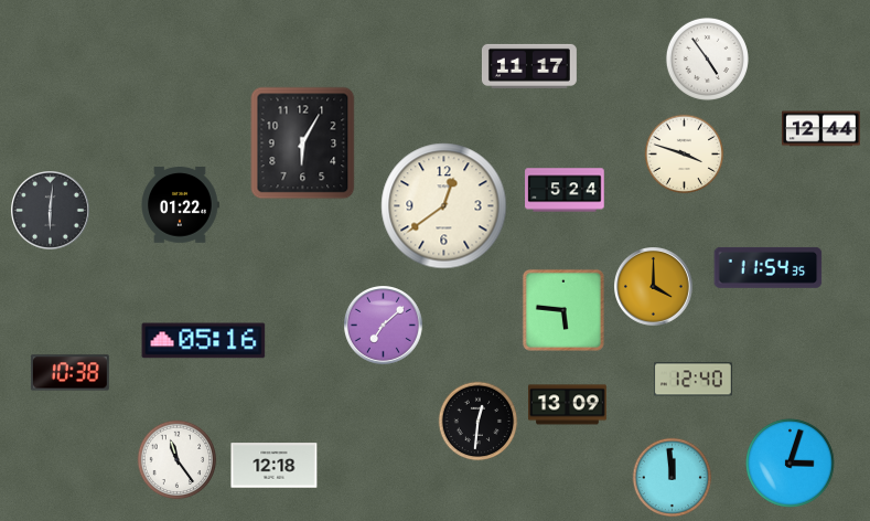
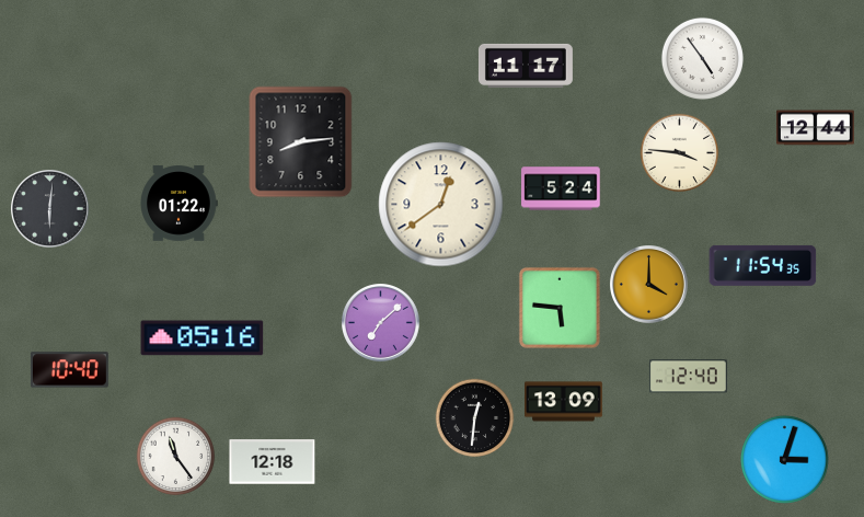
clock at (303, 143): 6:05 -> 8:14
clock at (685, 155): 3:48 -> 3:46
clock at (69, 373): 10:38 -> 10:40
clock at (673, 478): 11:59 -> none
